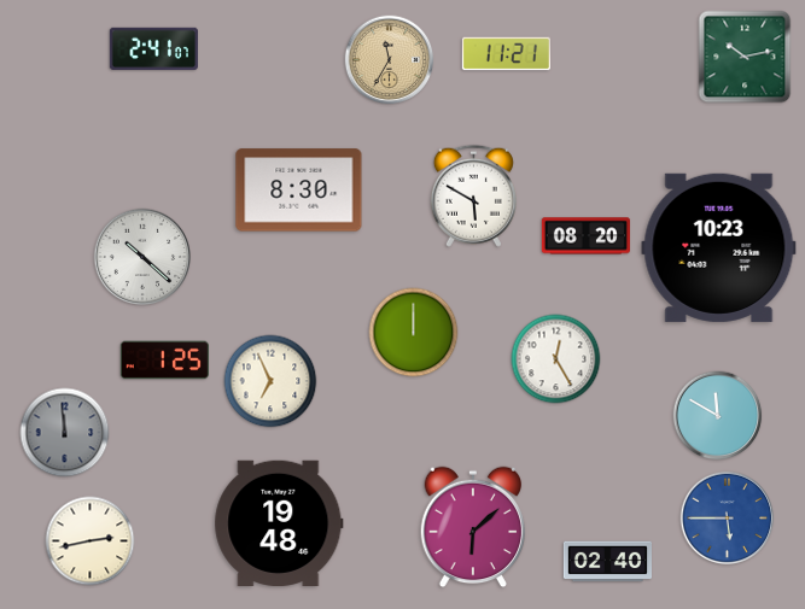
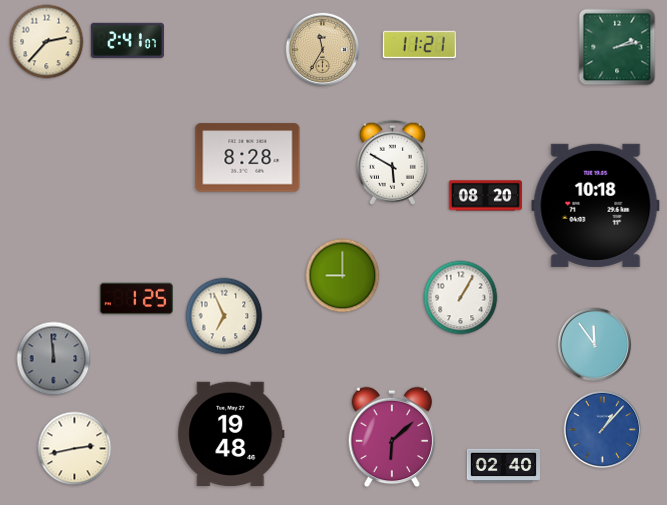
clock at (47, 42): none -> 2:37
clock at (745, 57): 10:13 -> 2:13
clock at (299, 191): 8:30 -> 8:28
clock at (719, 247): 10:23 -> 10:18
clock at (142, 257): 10:22 -> none
clock at (414, 333): 12:00 -> 9:00
clock at (556, 359): 12:25 -> 1:05
clock at (718, 416): 11:50 -> 11:54
clock at (728, 519): 5:45 -> 1:07
